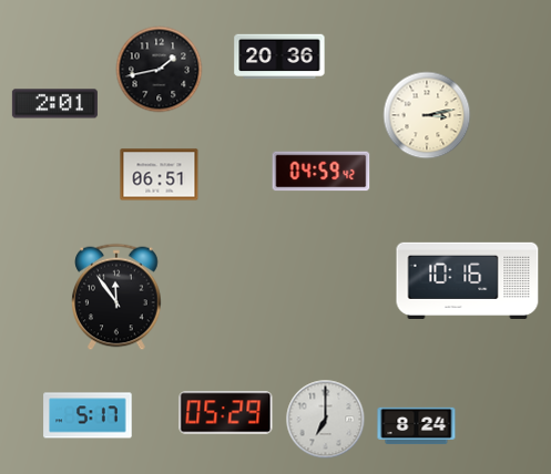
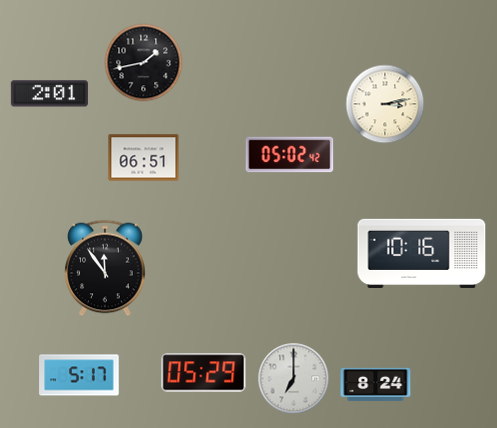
clock at (279, 56): 20:36 -> none
clock at (322, 172): 04:59 -> 05:02
